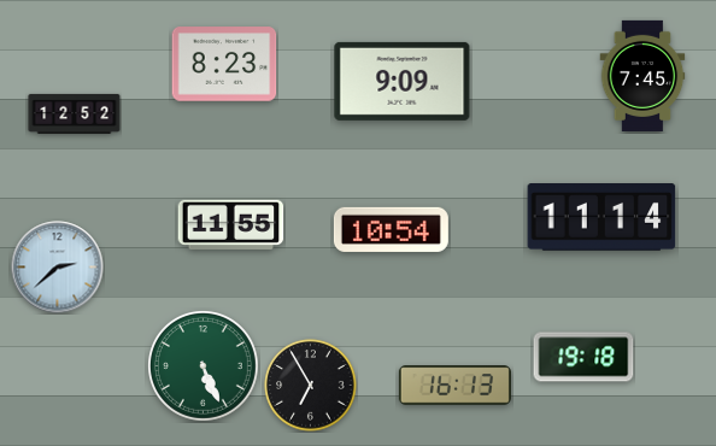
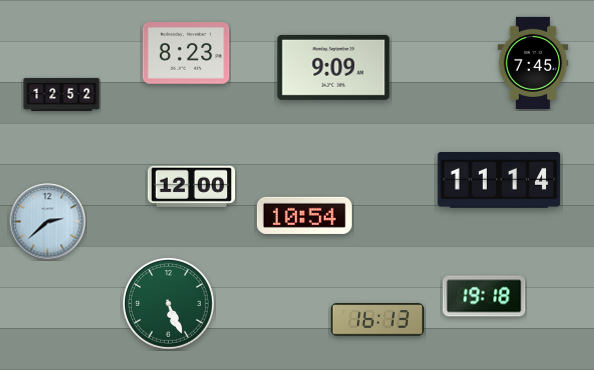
clock at (231, 224): 11:55 -> 12:00
clock at (391, 229) position: (391, 229) -> (304, 215)
clock at (311, 386): 6:55 -> none
